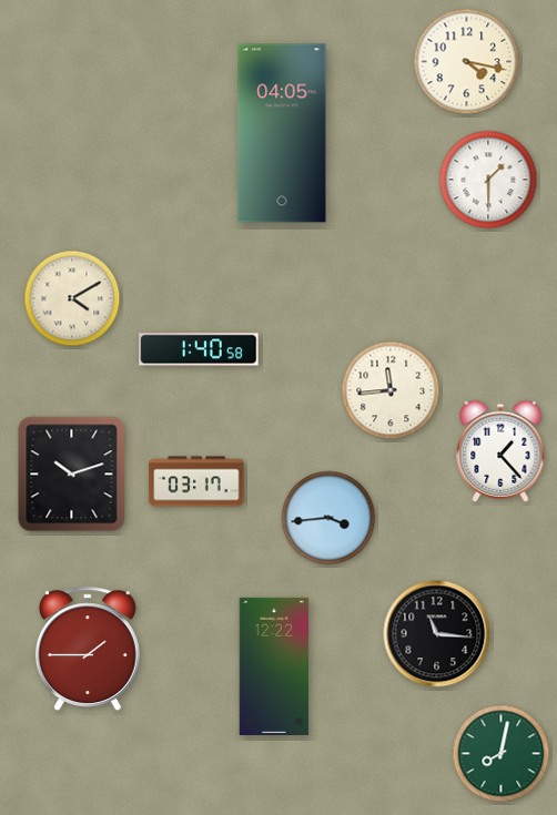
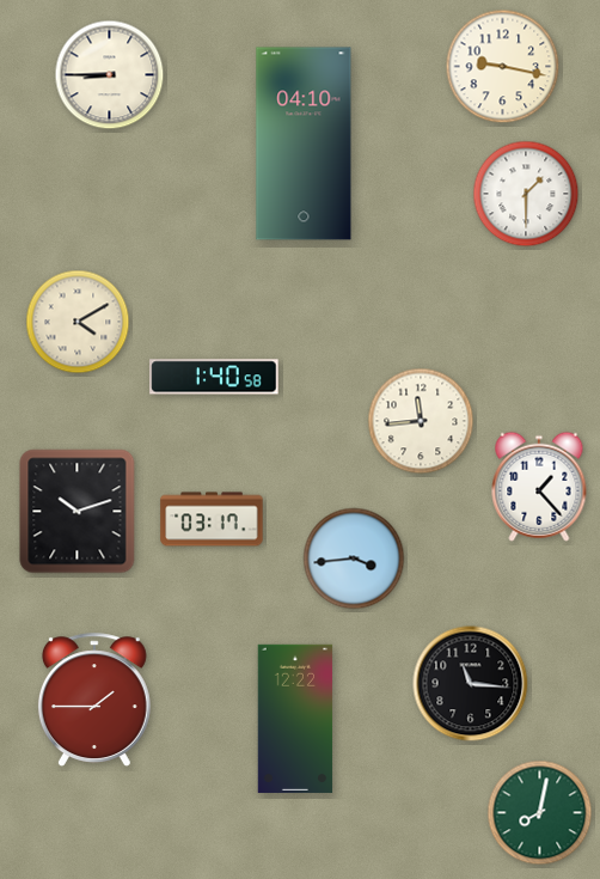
clock at (467, 62): 4:17 -> 9:17
clock at (110, 75): none -> 8:45
clock at (282, 133): 04:05 -> 04:10
